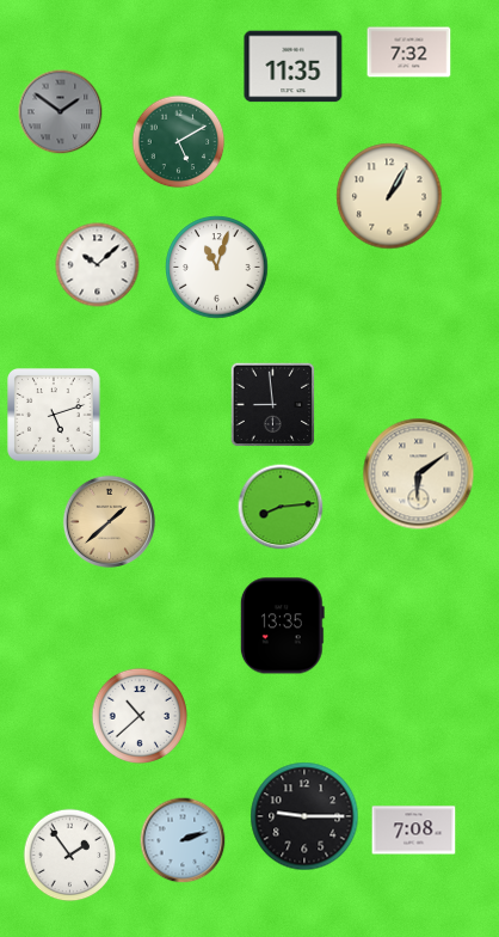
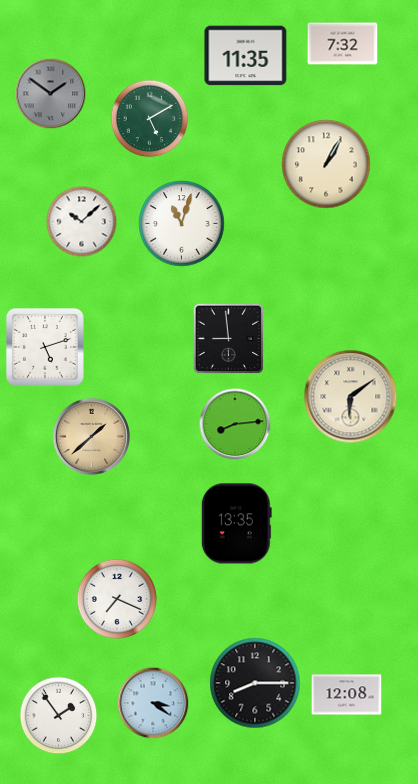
clock at (138, 715): 10:38 -> 7:19
clock at (304, 816): 9:15 -> 8:15
clock at (414, 831): 7:08 -> 12:08
clock at (183, 840): 2:12 -> 3:21
